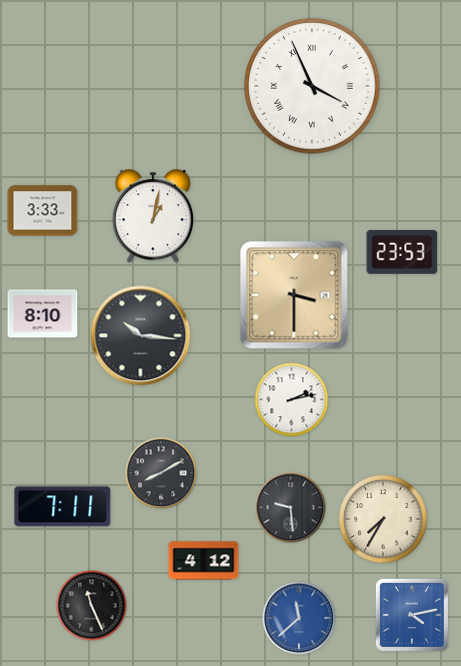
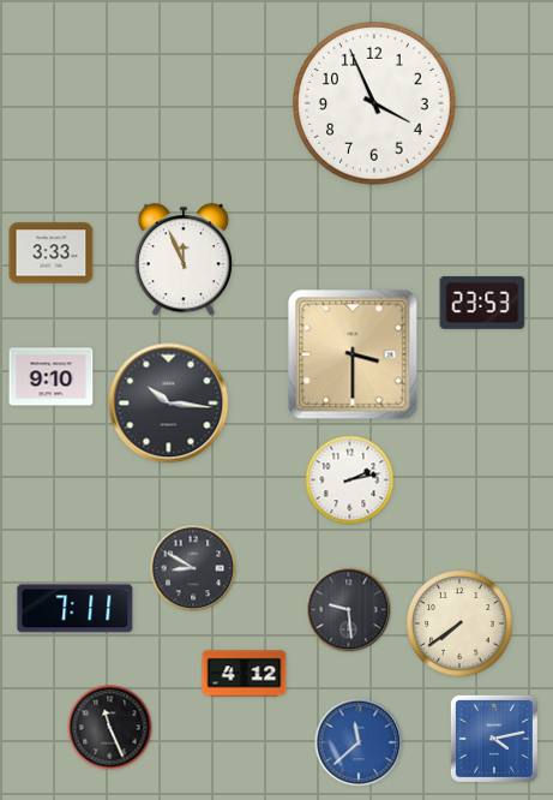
clock at (312, 86) numerals: Roman -> Arabic
clock at (153, 217): 1:02 -> 11:56
clock at (43, 314): 8:10 -> 9:10
clock at (161, 473): 8:10 -> 8:50
clock at (383, 519): 7:35 -> 7:39
